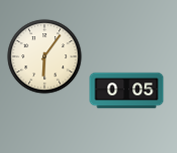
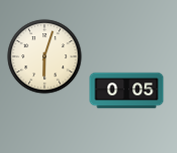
clock at (45, 57): 6:06 -> 6:03
